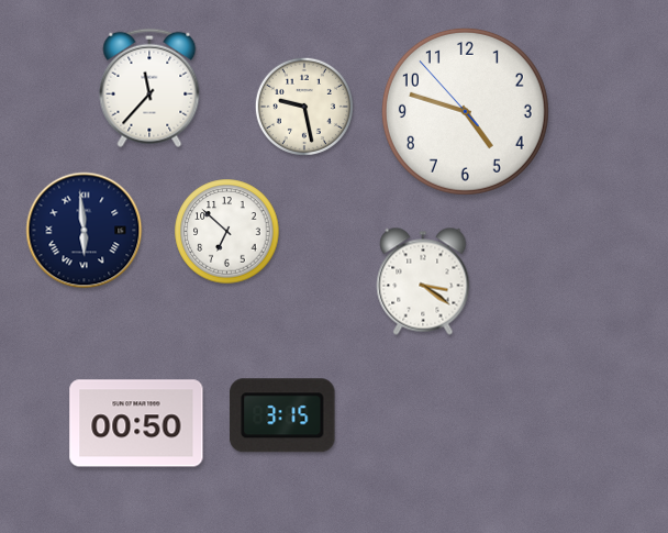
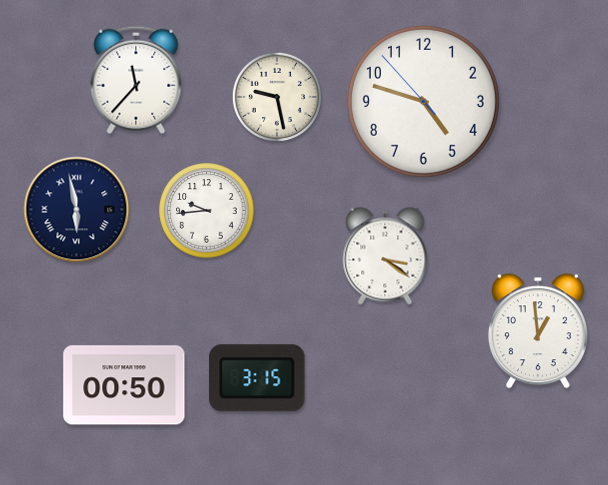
clock at (85, 231): 5:59 -> 5:58
clock at (227, 232): 6:52 -> 9:44
clock at (538, 331): none -> 12:59
